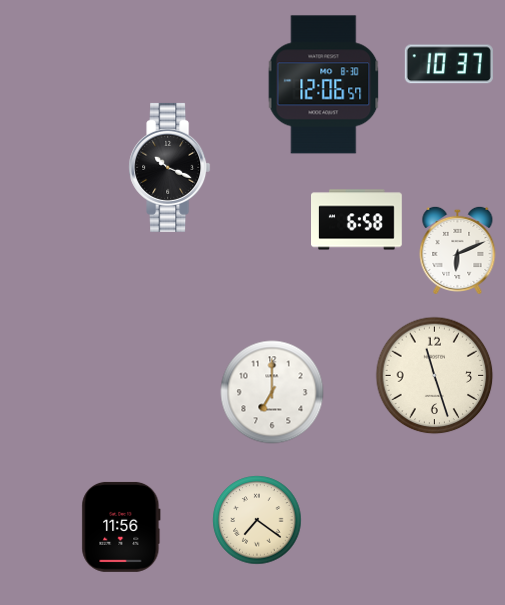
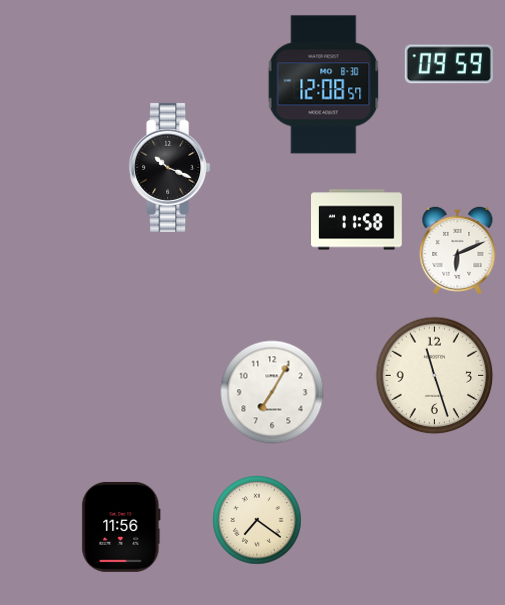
clock at (449, 64): 10:37 -> 09:59
clock at (324, 85): 12:06 -> 12:08
clock at (357, 220): 6:58 -> 11:58
clock at (272, 392): 7:00 -> 7:05
